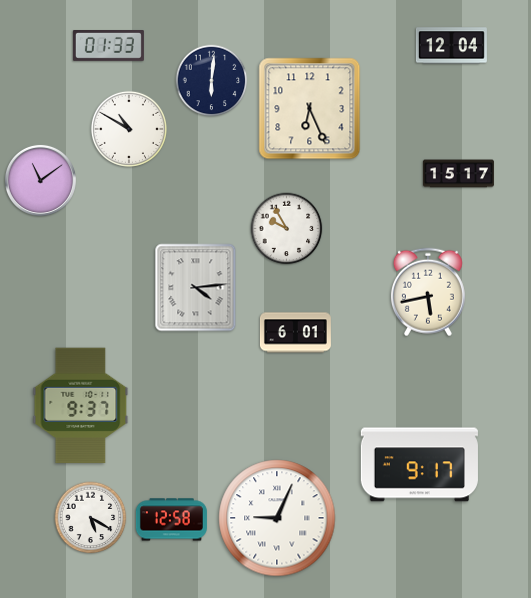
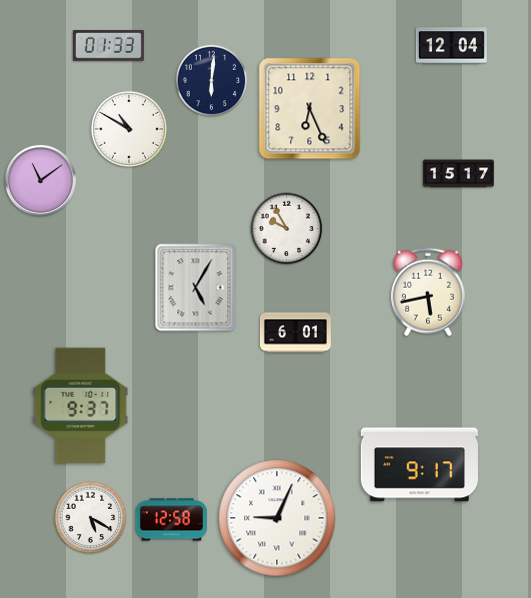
clock at (196, 288): 4:14 -> 5:05
